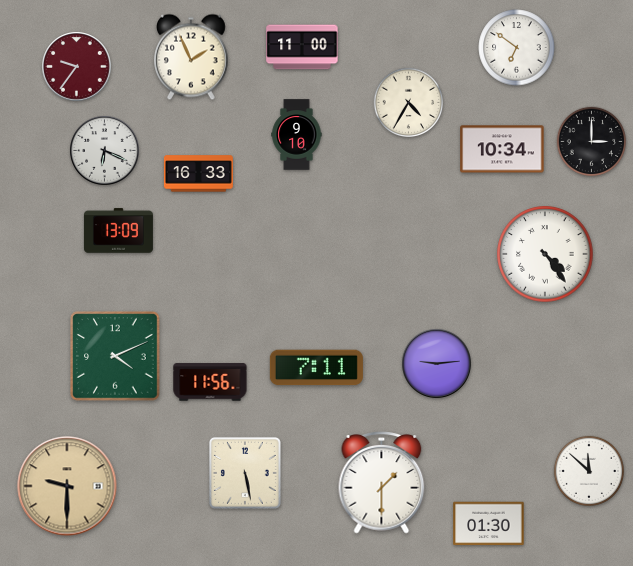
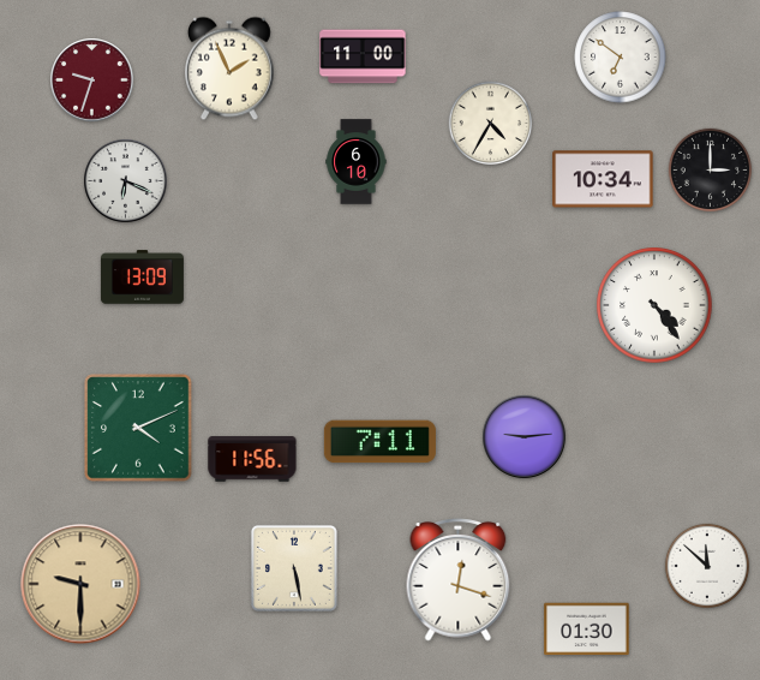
clock at (77, 67): 9:36 -> 9:33
clock at (297, 135): 9:10 -> 6:10
clock at (198, 174): 16:33 -> none
clock at (382, 483): 1:30 -> 12:18
